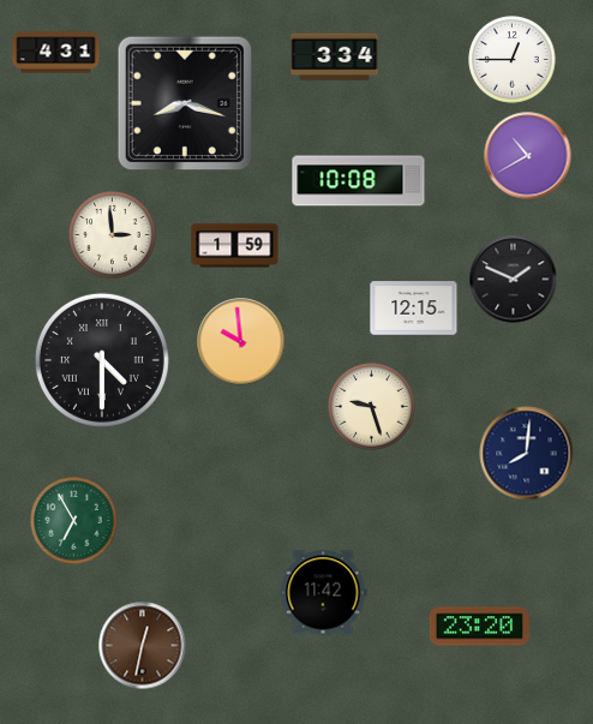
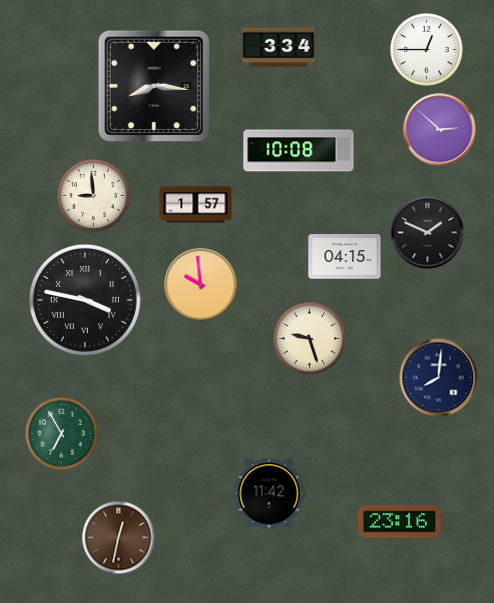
clock at (56, 53): 4:31 -> none
clock at (184, 102): 8:18 -> 8:16
clock at (528, 156): 10:40 -> 2:52
clock at (113, 235): 2:59 -> 8:59
clock at (235, 246): 1:59 -> 1:57
clock at (414, 309): 12:15 -> 04:15
clock at (102, 360): 4:30 -> 3:47
clock at (479, 627): 23:20 -> 23:16
